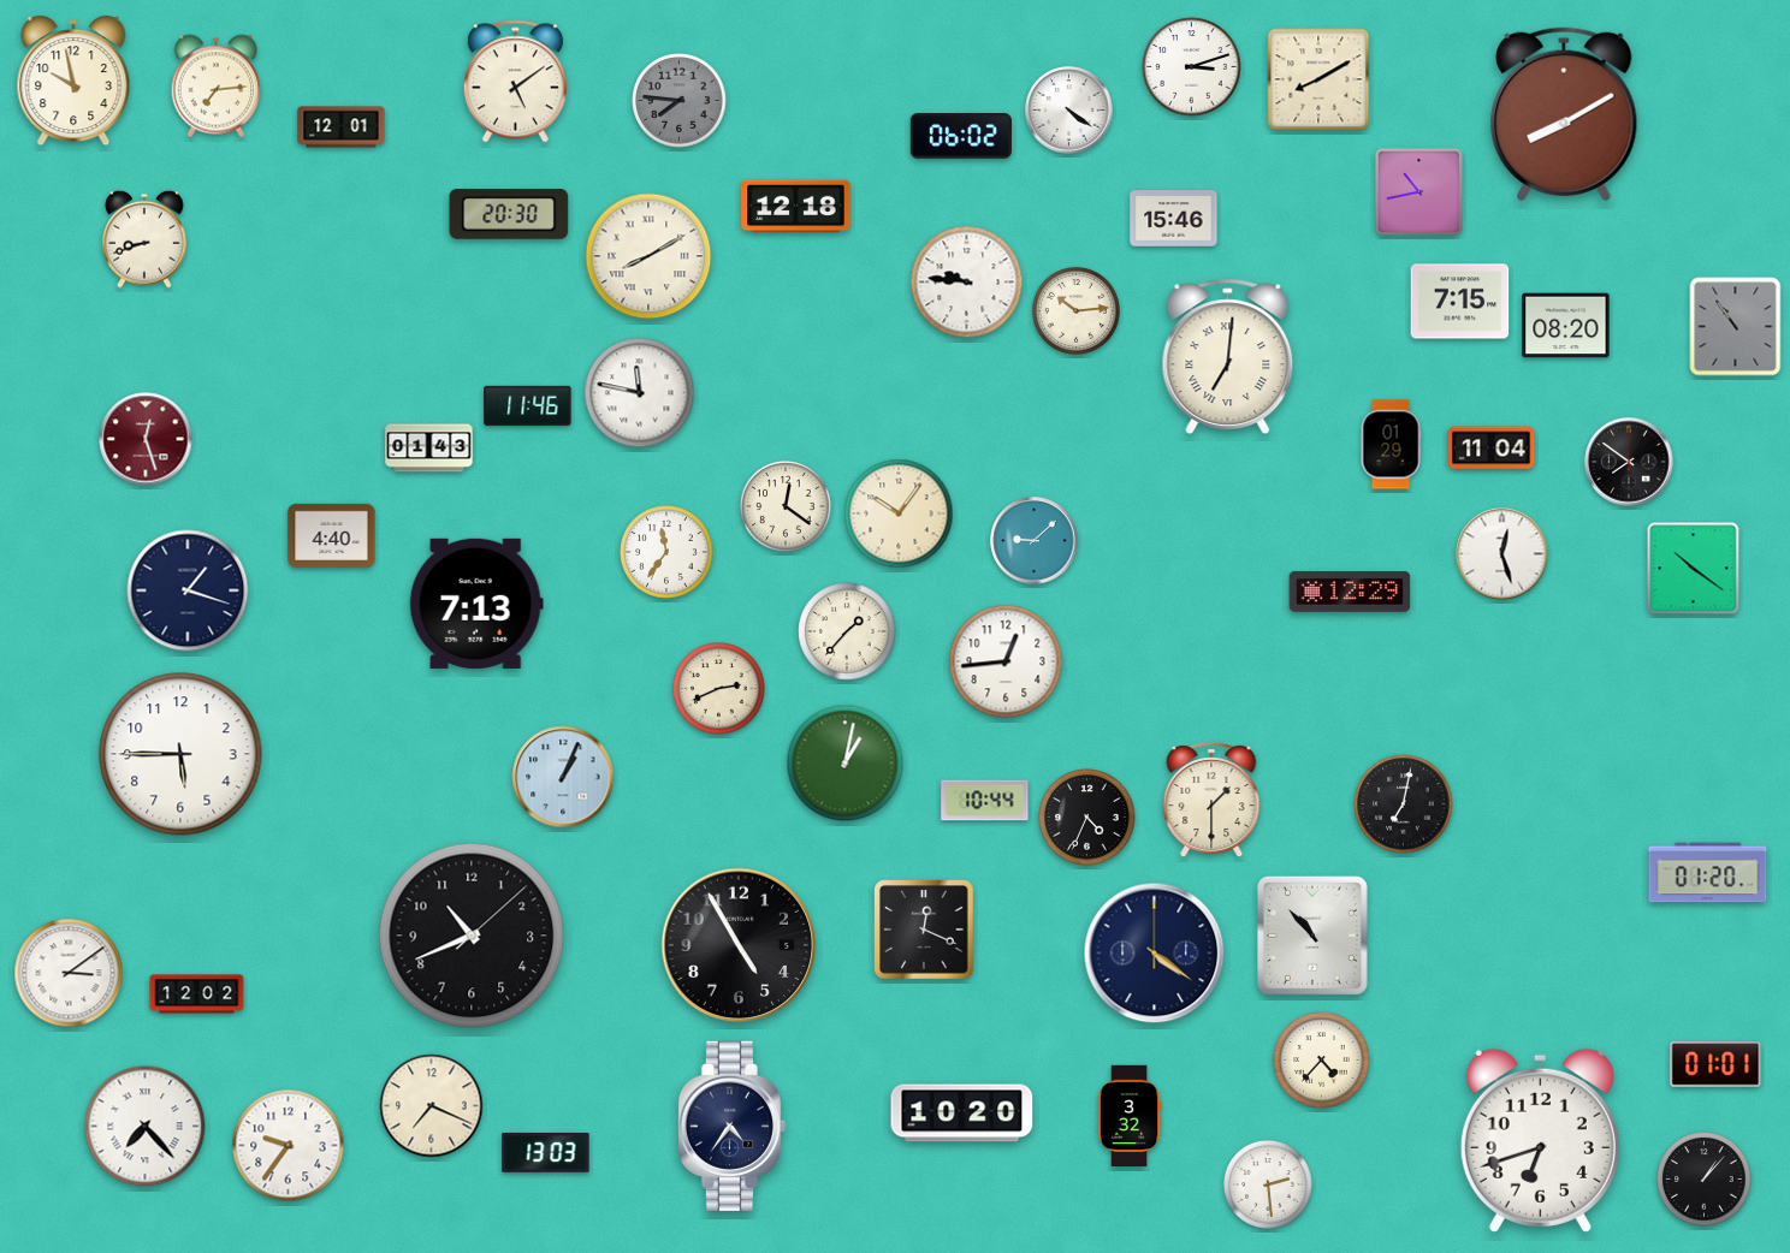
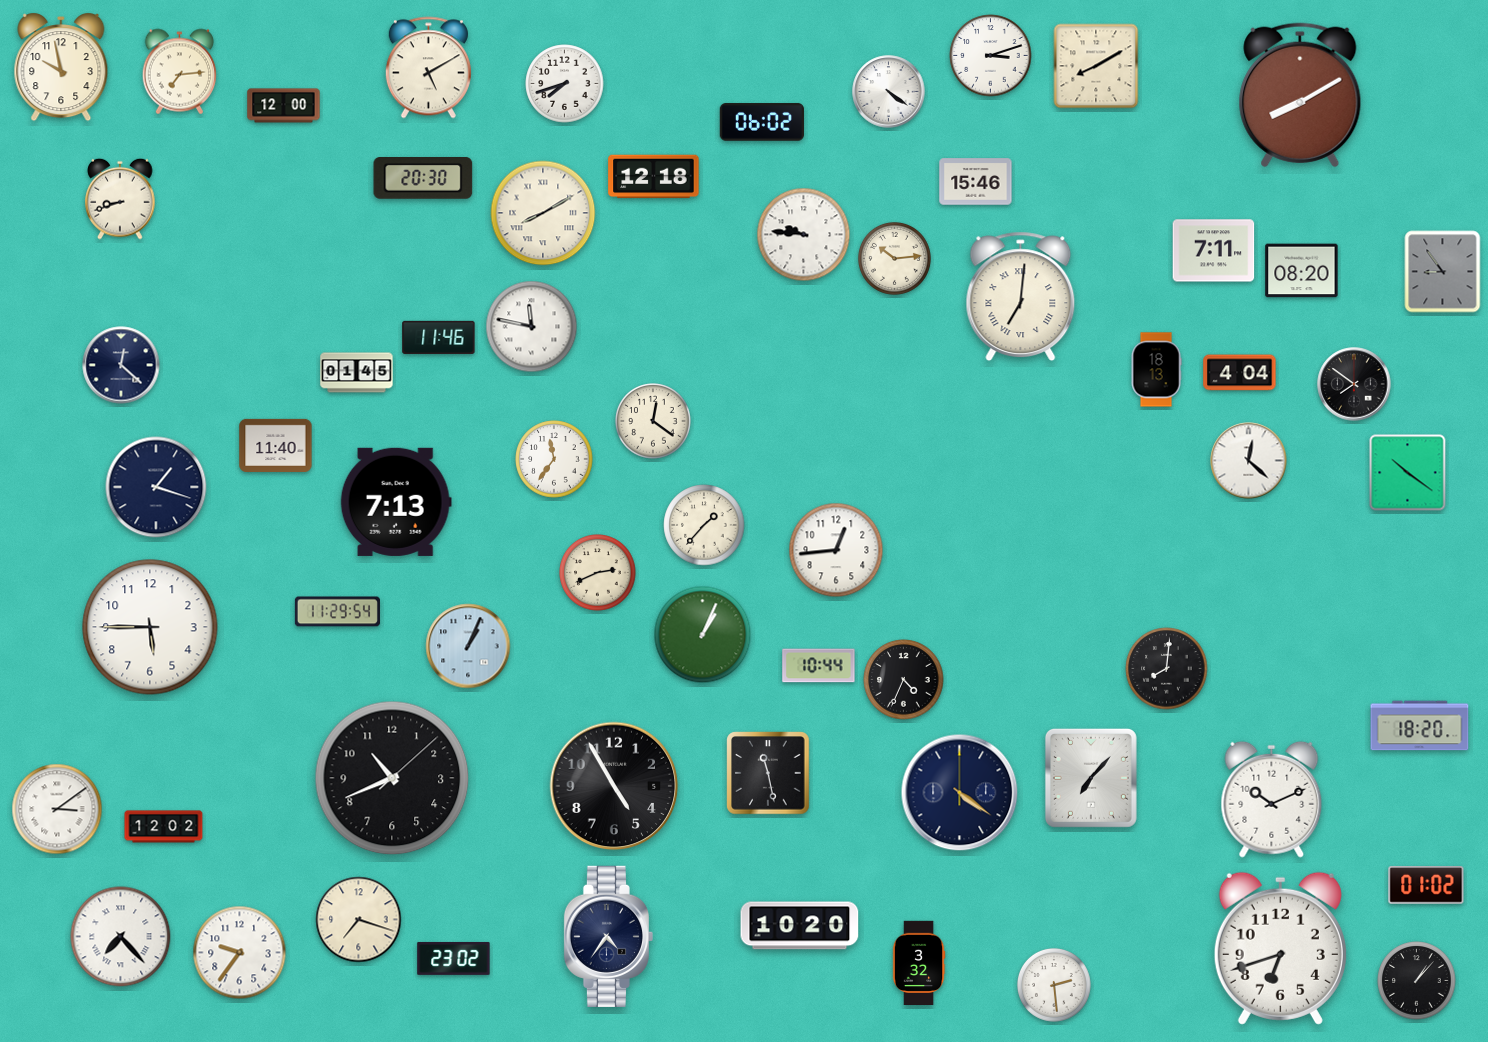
clock at (515, 82): 5:09 -> 5:10
clock at (680, 101): 7:46 -> 7:42
clock at (680, 101) dial: grey -> white
clock at (342, 127): 12:01 -> 12:00
clock at (960, 136) position: (960, 136) -> (761, 122)
clock at (1418, 191): 10:43 -> none
clock at (796, 207) position: (796, 207) -> (654, 177)
clock at (648, 256) position: (648, 256) -> (543, 213)
clock at (1460, 302): 7:15 -> 7:11
clock at (1736, 327): 10:54 -> 8:54
clock at (146, 439): 12:27 -> 12:22
clock at (146, 439) dial: burgundy -> navy
clock at (1391, 445): 01:29 -> 18:13
clock at (429, 449): 01:43 -> 01:45
clock at (1492, 449): 11:04 -> 4:04
clock at (899, 513): 10:06 -> none
clock at (332, 535): 4:40 -> 11:40
clock at (1035, 541): 9:08 -> none
clock at (1502, 554): 12:27 -> 12:22
clock at (188, 590) position: (188, 590) -> (156, 487)
clock at (1350, 593): 12:29 -> none
clock at (337, 612): none -> 11:29
clock at (846, 764): 1:02 -> 1:04
clock at (1211, 801): 1:30 -> none
clock at (1404, 804): 7:02 -> 8:01
clock at (1708, 873): 01:20 -> 18:20
clock at (924, 930): 12:19 -> 11:28
clock at (1312, 936): 10:53 -> 7:07
clock at (1272, 799): none -> 10:11
clock at (1322, 1061): 4:37 -> none
clock at (1715, 1064): 01:01 -> 01:02
clock at (432, 1106): 7:19 -> 7:18
clock at (1130, 1116) position: (1130, 1116) -> (919, 963)
clock at (546, 1152): 13:03 -> 23:02
